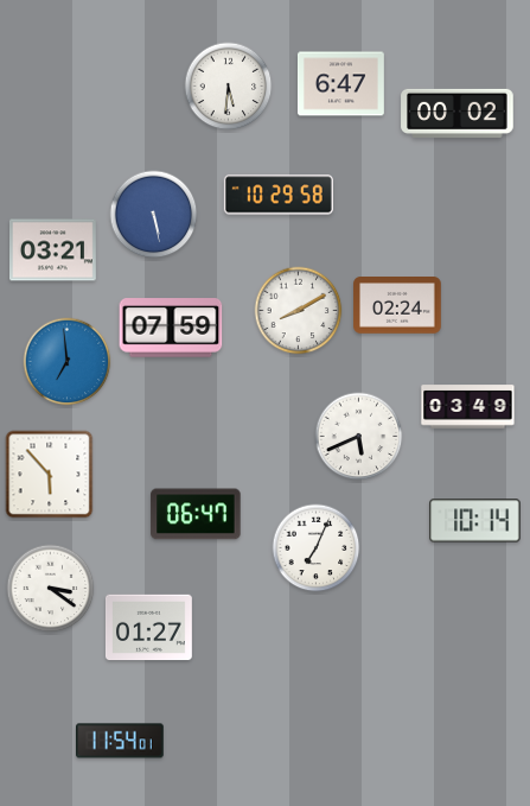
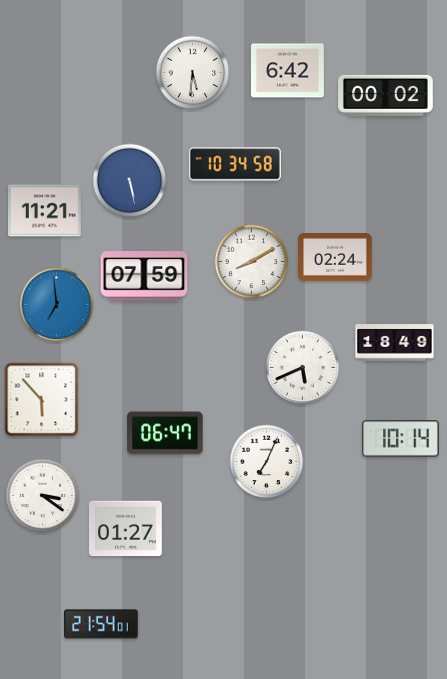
clock at (340, 84): 6:47 -> 6:42
clock at (279, 195): 10:29 -> 10:34
clock at (52, 250): 03:21 -> 11:21
clock at (468, 407): 03:49 -> 18:49
clock at (121, 741): 11:54 -> 21:54
